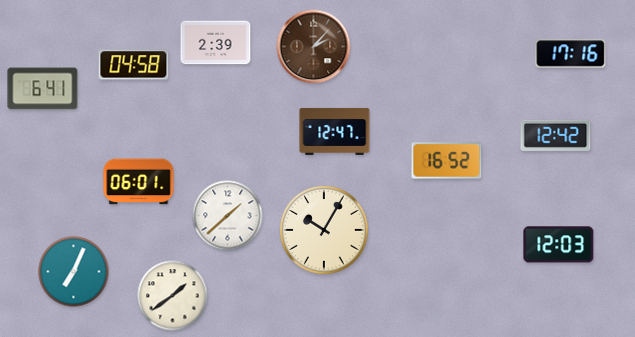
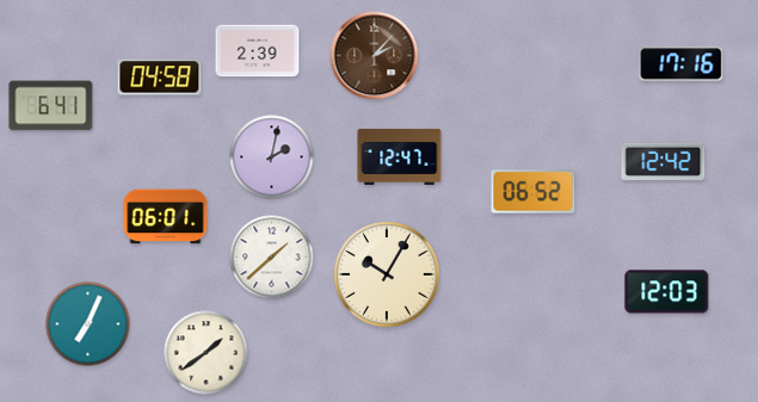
clock at (272, 157): none -> 2:02
clock at (447, 161): 16:52 -> 06:52
